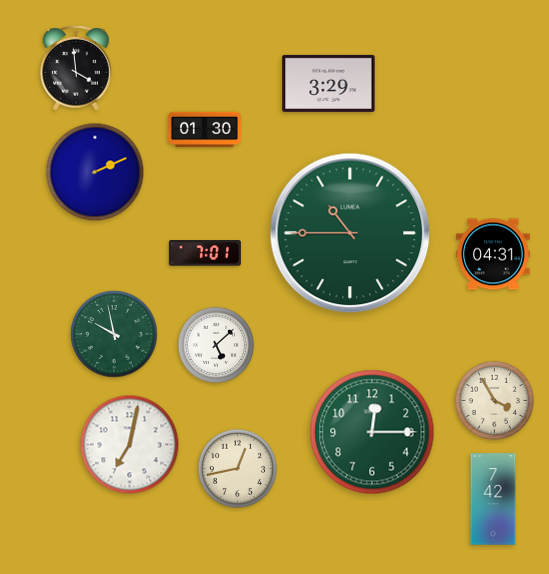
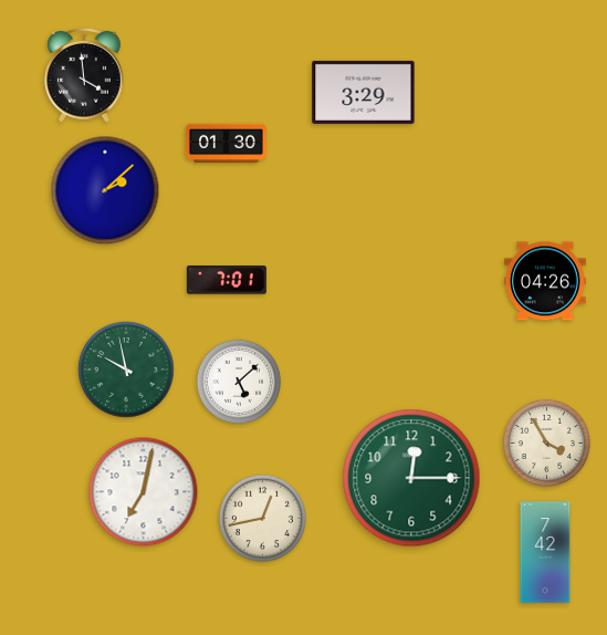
clock at (95, 172): 2:11 -> 2:08
clock at (350, 233): 10:45 -> none
clock at (493, 254): 04:31 -> 04:26
